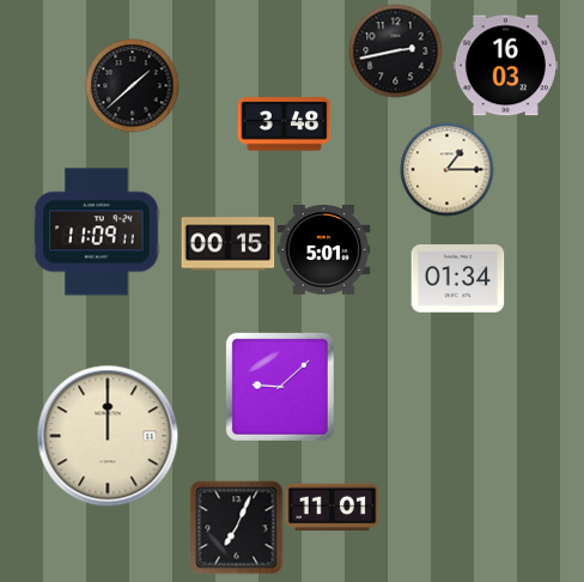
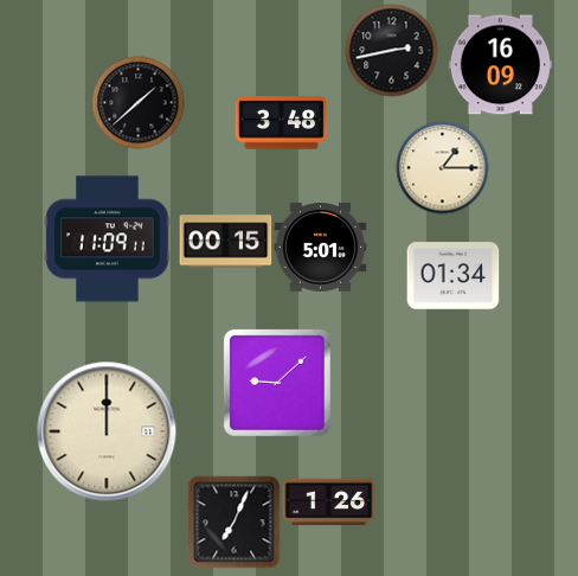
clock at (505, 66): 16:03 -> 16:09
clock at (132, 85) position: (132, 85) -> (137, 102)
clock at (97, 232) position: (97, 232) -> (108, 239)
clock at (331, 508): 11:01 -> 1:26
